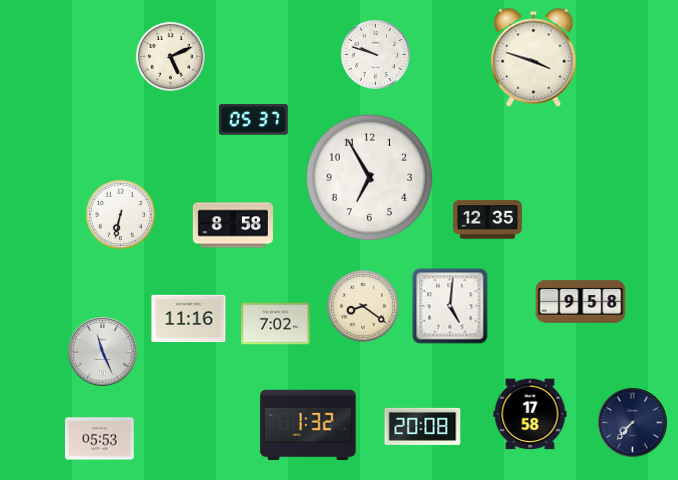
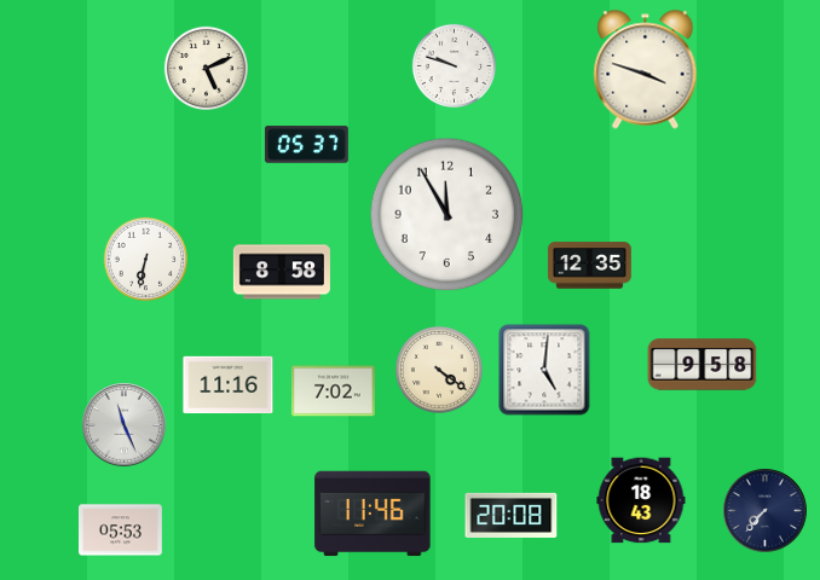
clock at (370, 178): 6:55 -> 11:55
clock at (363, 306): 8:21 -> 4:21
clock at (530, 414): 17:58 -> 18:43
clock at (308, 425): 1:32 -> 11:46
